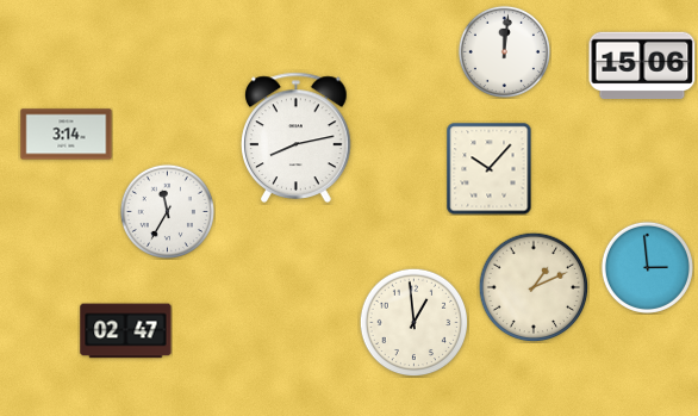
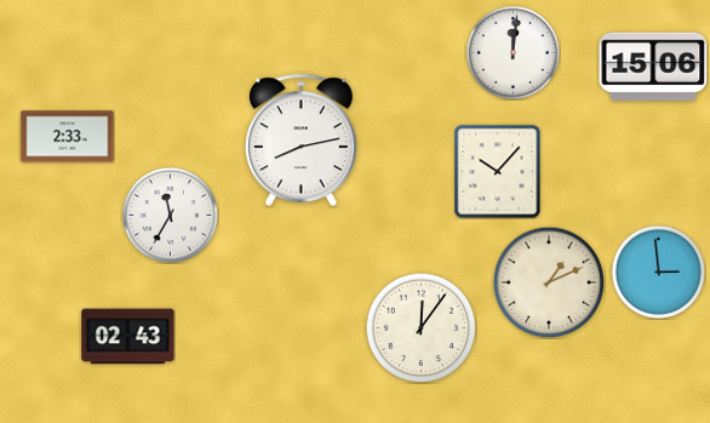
clock at (67, 135): 3:14 -> 2:33
clock at (534, 287) position: (534, 287) -> (549, 282)
clock at (413, 322): 12:59 -> 12:06
clock at (126, 331): 02:47 -> 02:43
